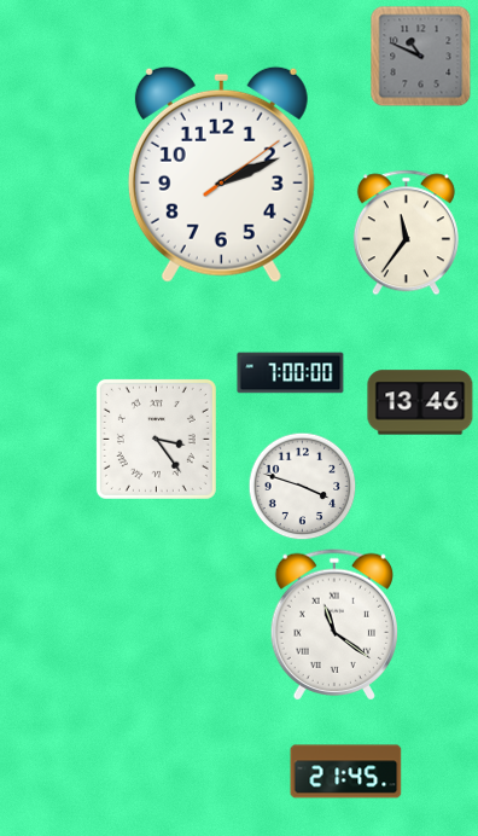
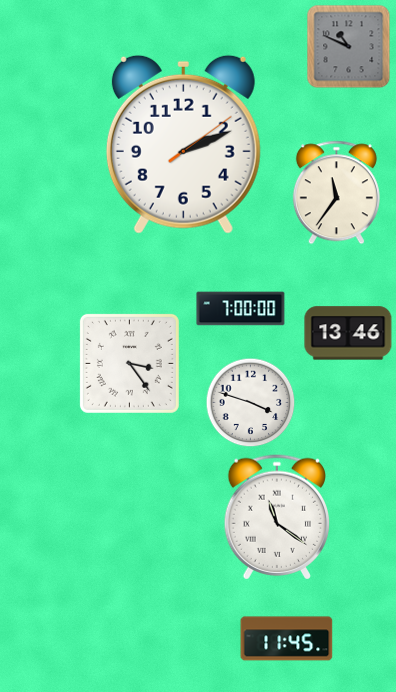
clock at (346, 772): 21:45 -> 11:45
